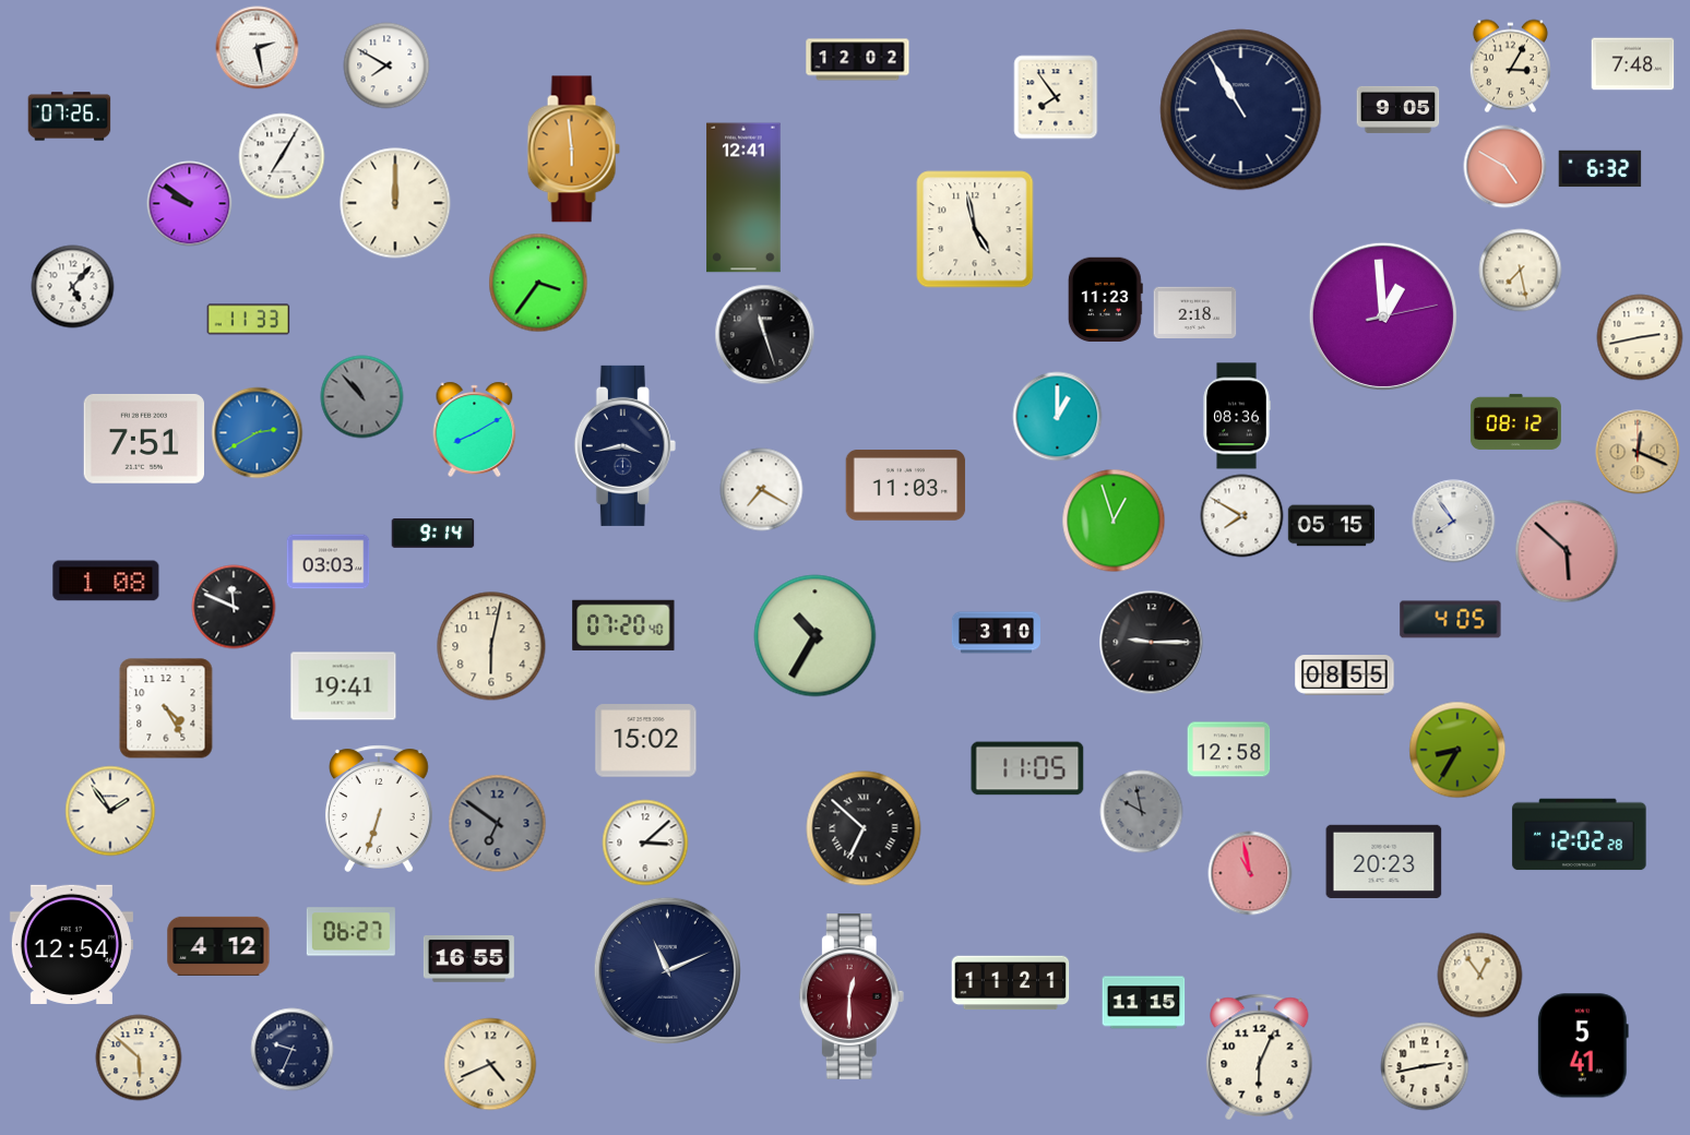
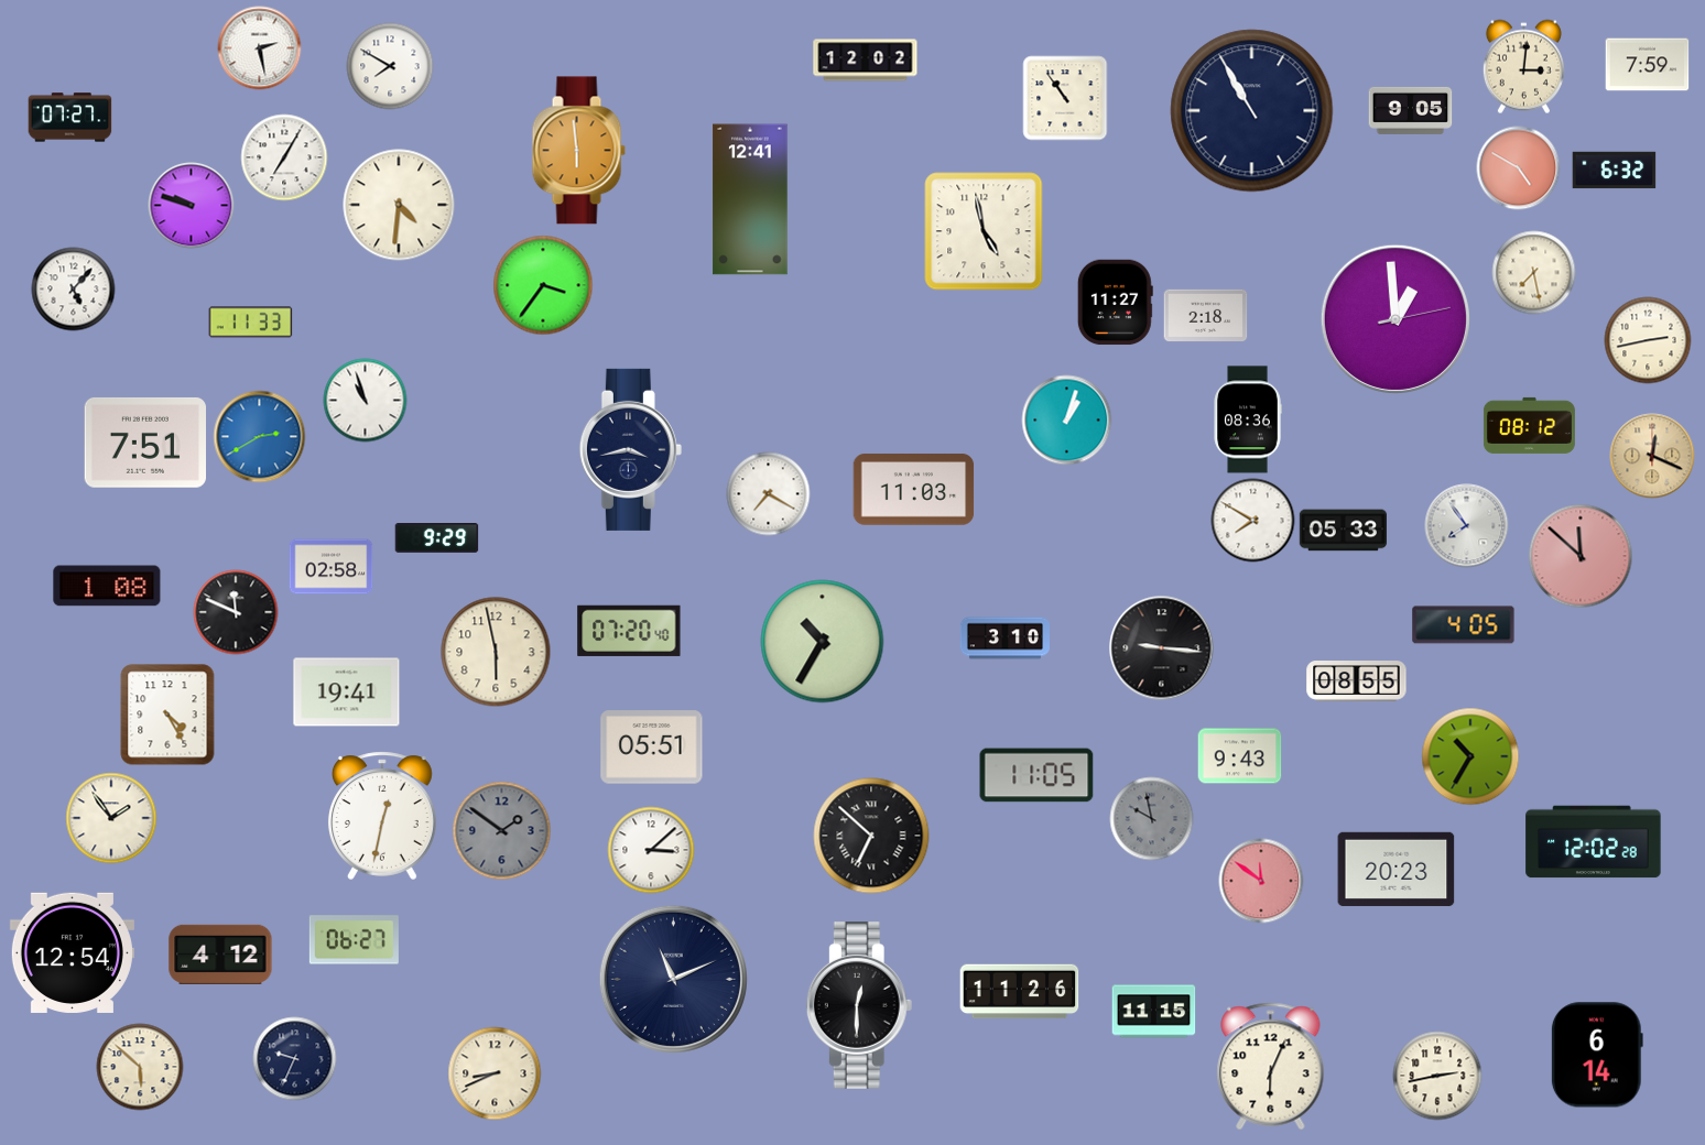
clock at (1633, 64): 7:48 -> 7:59
clock at (1510, 67): 3:05 -> 3:01
clock at (1056, 97): 7:54 -> 10:54
clock at (70, 117): 07:26 -> 07:27
clock at (395, 203): 12:00 -> 4:31
clock at (190, 204): 9:51 -> 9:48
clock at (1105, 300): 11:23 -> 11:27
clock at (765, 335): 11:27 -> none
clock at (1640, 337) position: (1640, 337) -> (1648, 340)
clock at (362, 397): 10:53 -> 10:57
clock at (362, 397) dial: grey -> white
clock at (1058, 417): 1:00 -> 1:03
clock at (475, 429): 8:10 -> none
clock at (1114, 521): 12:57 -> none
clock at (1331, 526): 05:15 -> 05:33
clock at (433, 534): 9:14 -> 9:29
clock at (1567, 551): 5:52 -> 11:52
clock at (329, 562): 03:03 -> 02:58
clock at (1152, 643): 9:15 -> 9:16
clock at (491, 646): 6:02 -> 5:58
clock at (646, 741): 15:02 -> 05:51
clock at (1229, 750): 12:58 -> 9:43
clock at (1457, 750): 8:35 -> 10:35
clock at (379, 809): 6:33 -> 12:32
clock at (498, 824): 6:51 -> 1:51
clock at (1250, 873): 10:58 -> 11:51
clock at (468, 959): 16:55 -> none
clock at (1480, 976): 12:54 -> none
clock at (1011, 983): 11:21 -> 11:26
clock at (852, 996) dial: burgundy -> black
clock at (1583, 1046): 5:41 -> 6:14
clock at (490, 1064): 4:41 -> 8:41
